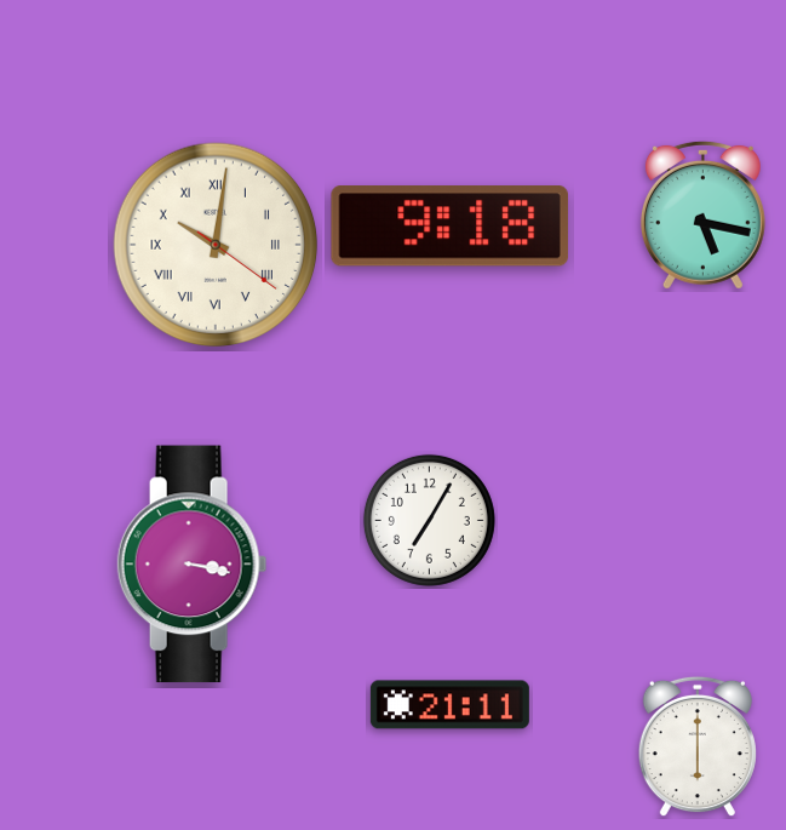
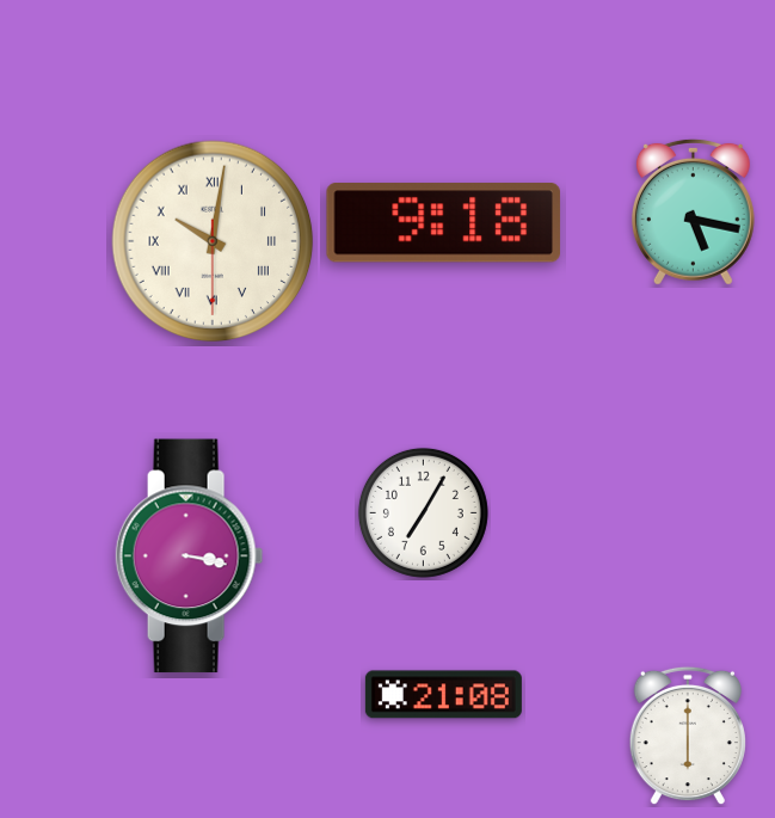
clock at (216, 245): 10:01:21 -> 10:01:30
clock at (449, 705): 21:11 -> 21:08
